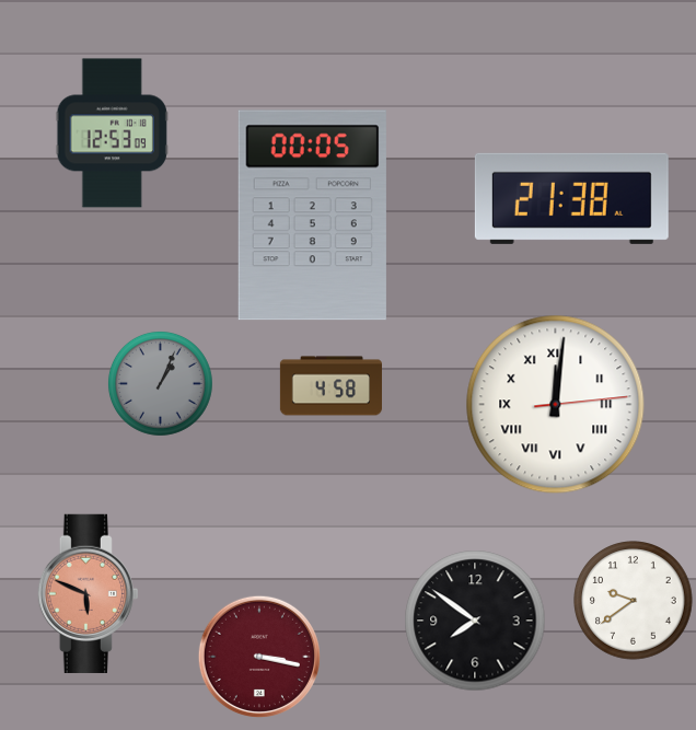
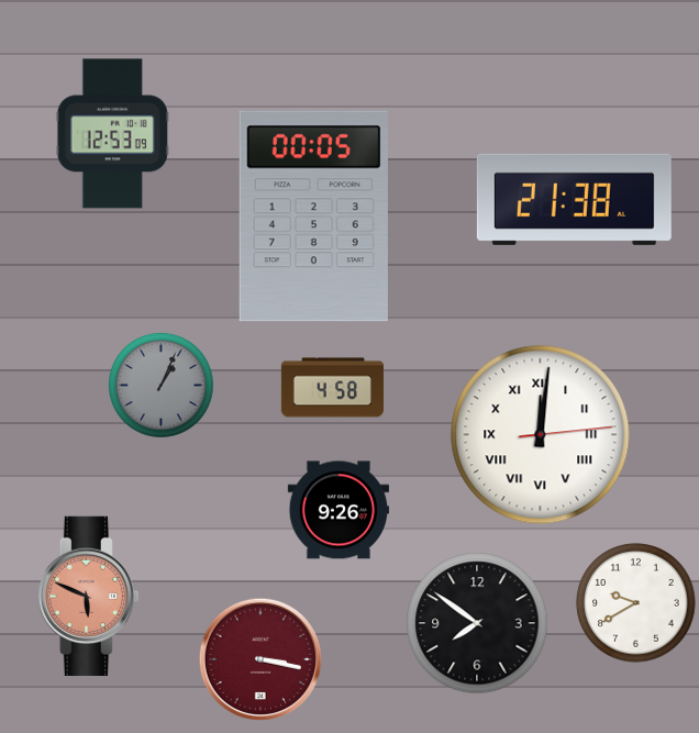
clock at (556, 405) position: (556, 405) -> (541, 435)
clock at (339, 510): none -> 9:26
clock at (634, 601): 9:39 -> 9:40
